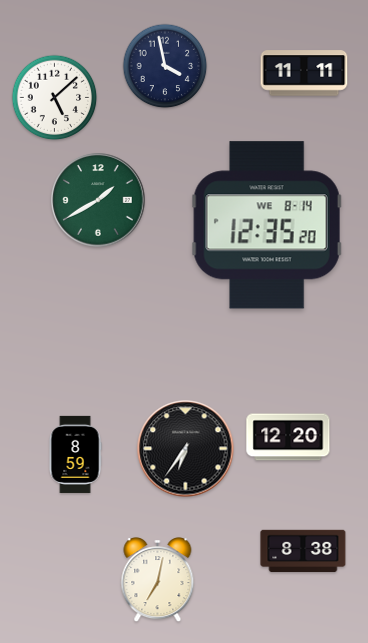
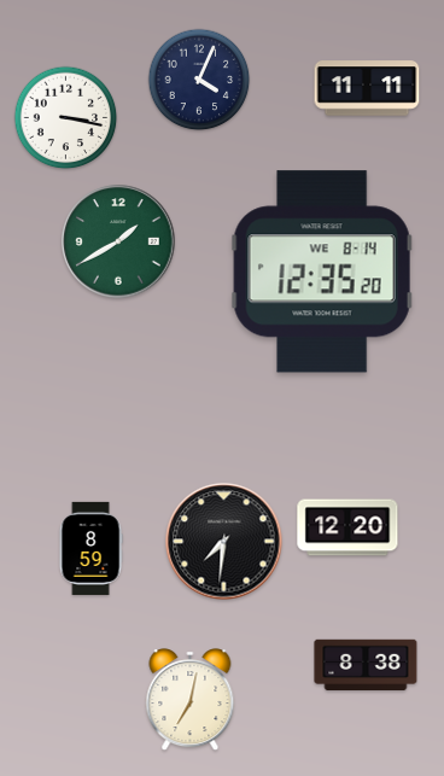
clock at (165, 66): 3:58 -> 4:04
clock at (55, 98): 5:08 -> 3:17
clock at (186, 449): 6:36 -> 7:31
